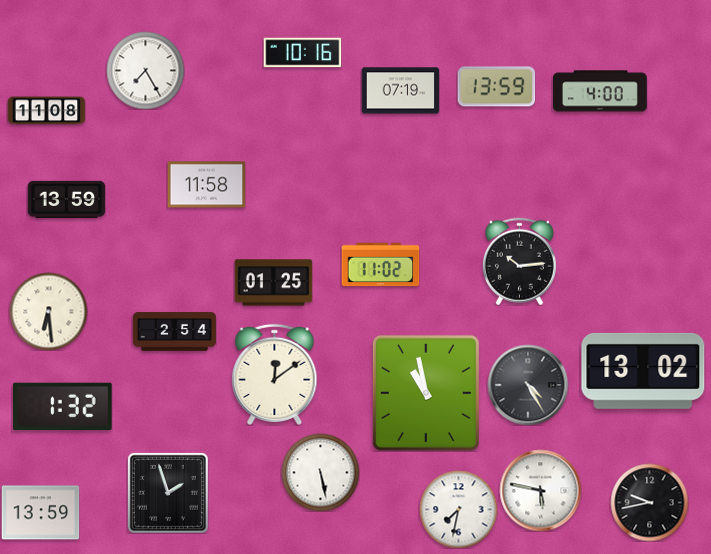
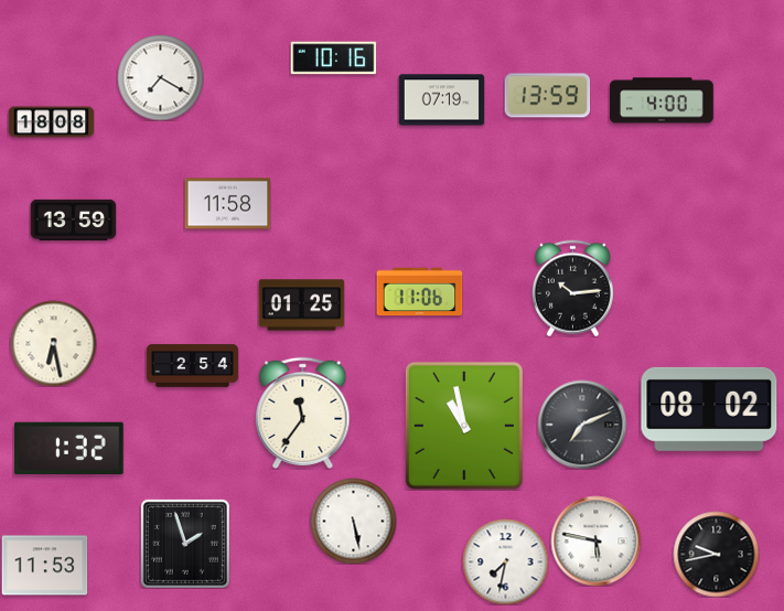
clock at (145, 70): 7:25 -> 7:20
clock at (46, 111): 11:08 -> 18:08
clock at (380, 265): 11:02 -> 11:06
clock at (273, 283) position: (273, 283) -> (301, 305)
clock at (48, 311): 6:29 -> 6:28
clock at (643, 371): 13:02 -> 08:02
clock at (275, 374): 12:09 -> 11:36
clock at (528, 385): 4:25 -> 7:11
clock at (426, 393) position: (426, 393) -> (464, 426)
clock at (40, 513): 13:59 -> 11:53
